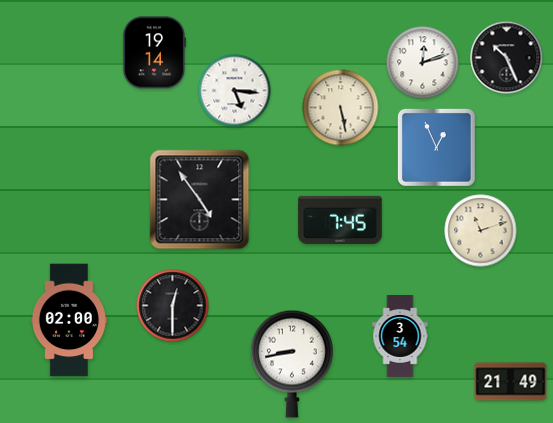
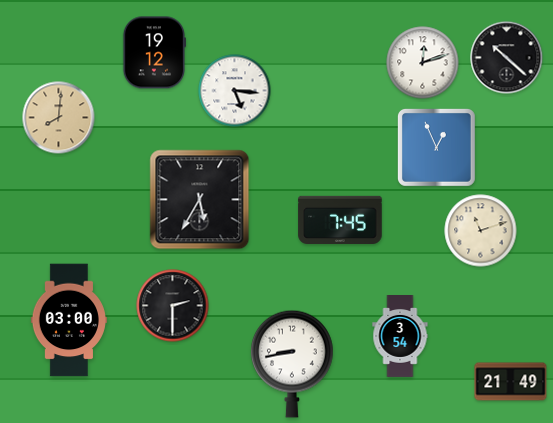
clock at (153, 53): 19:14 -> 19:12
clock at (507, 58): 10:26 -> 10:22
clock at (341, 108): 5:28 -> none
clock at (59, 118): none -> 8:01
clock at (200, 200): 4:54 -> 5:35
clock at (173, 306): 12:30 -> 2:30
clock at (69, 320): 02:00 -> 03:00
